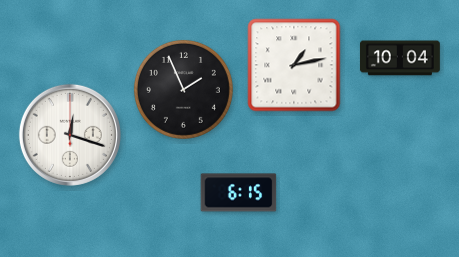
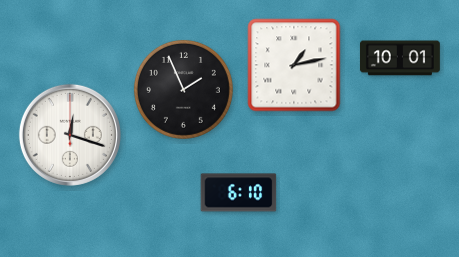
clock at (400, 58): 10:04 -> 10:01
clock at (239, 193): 6:15 -> 6:10
